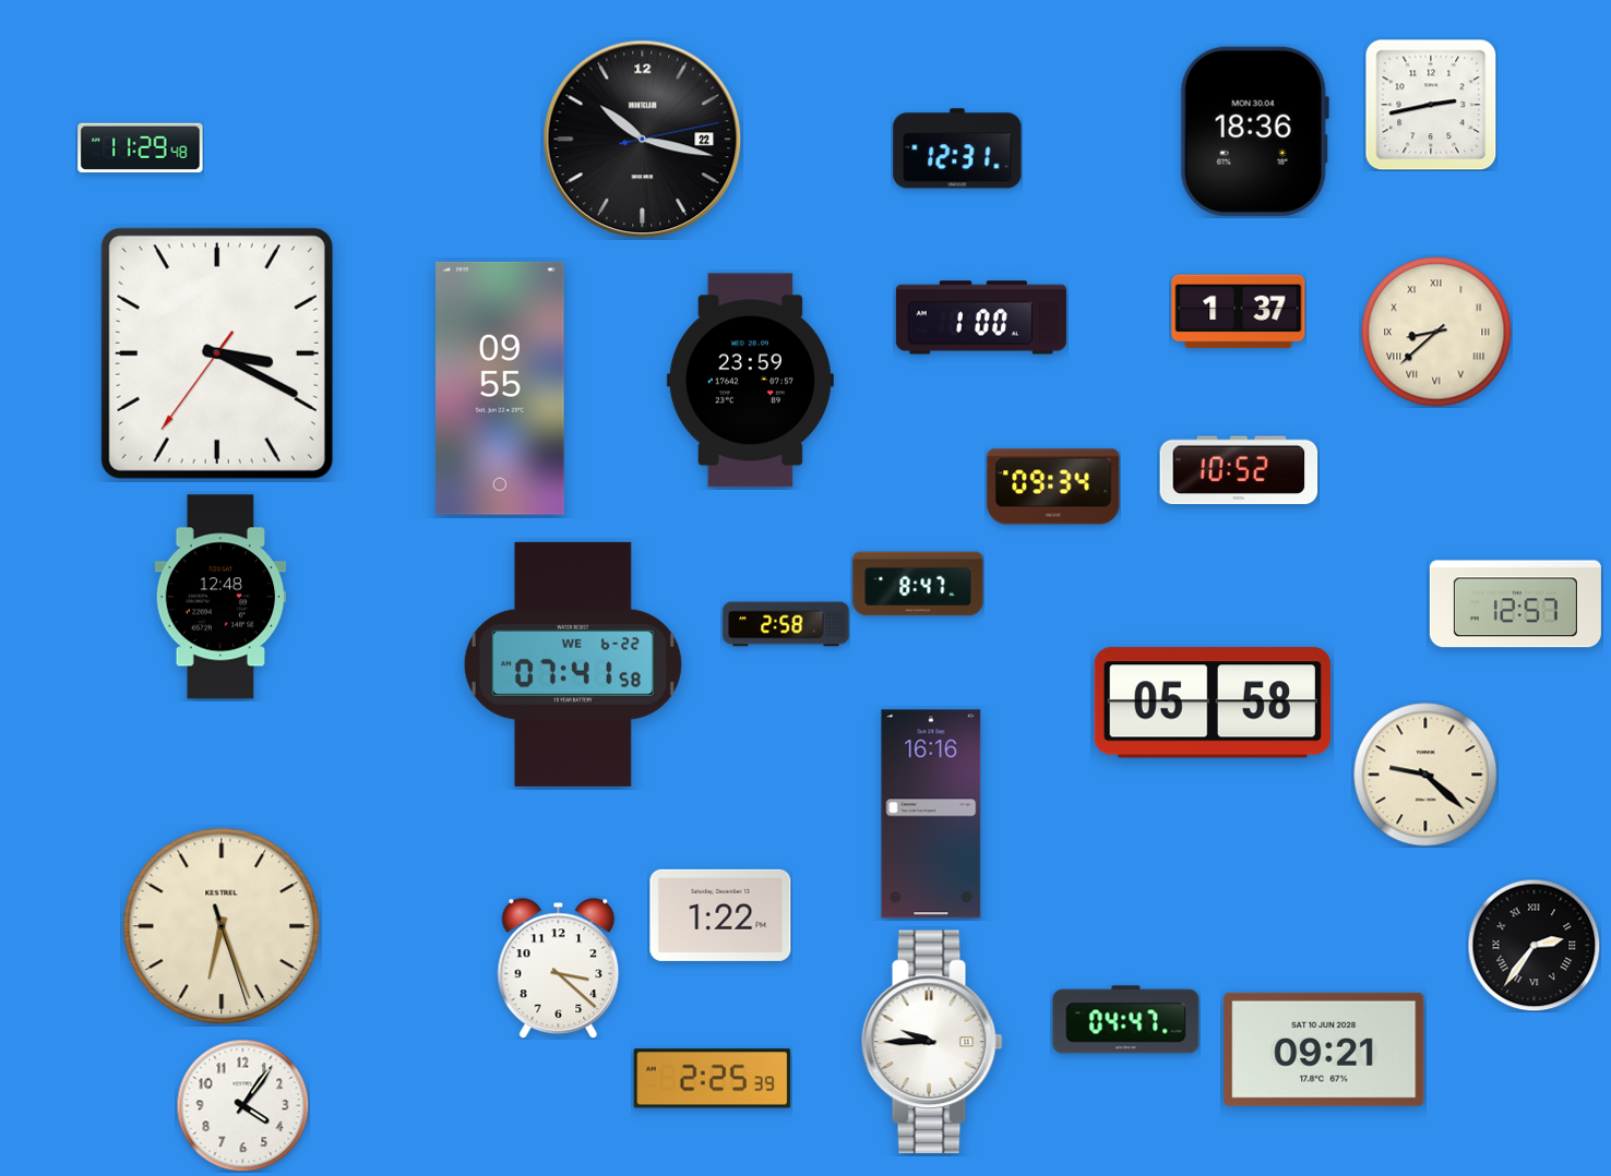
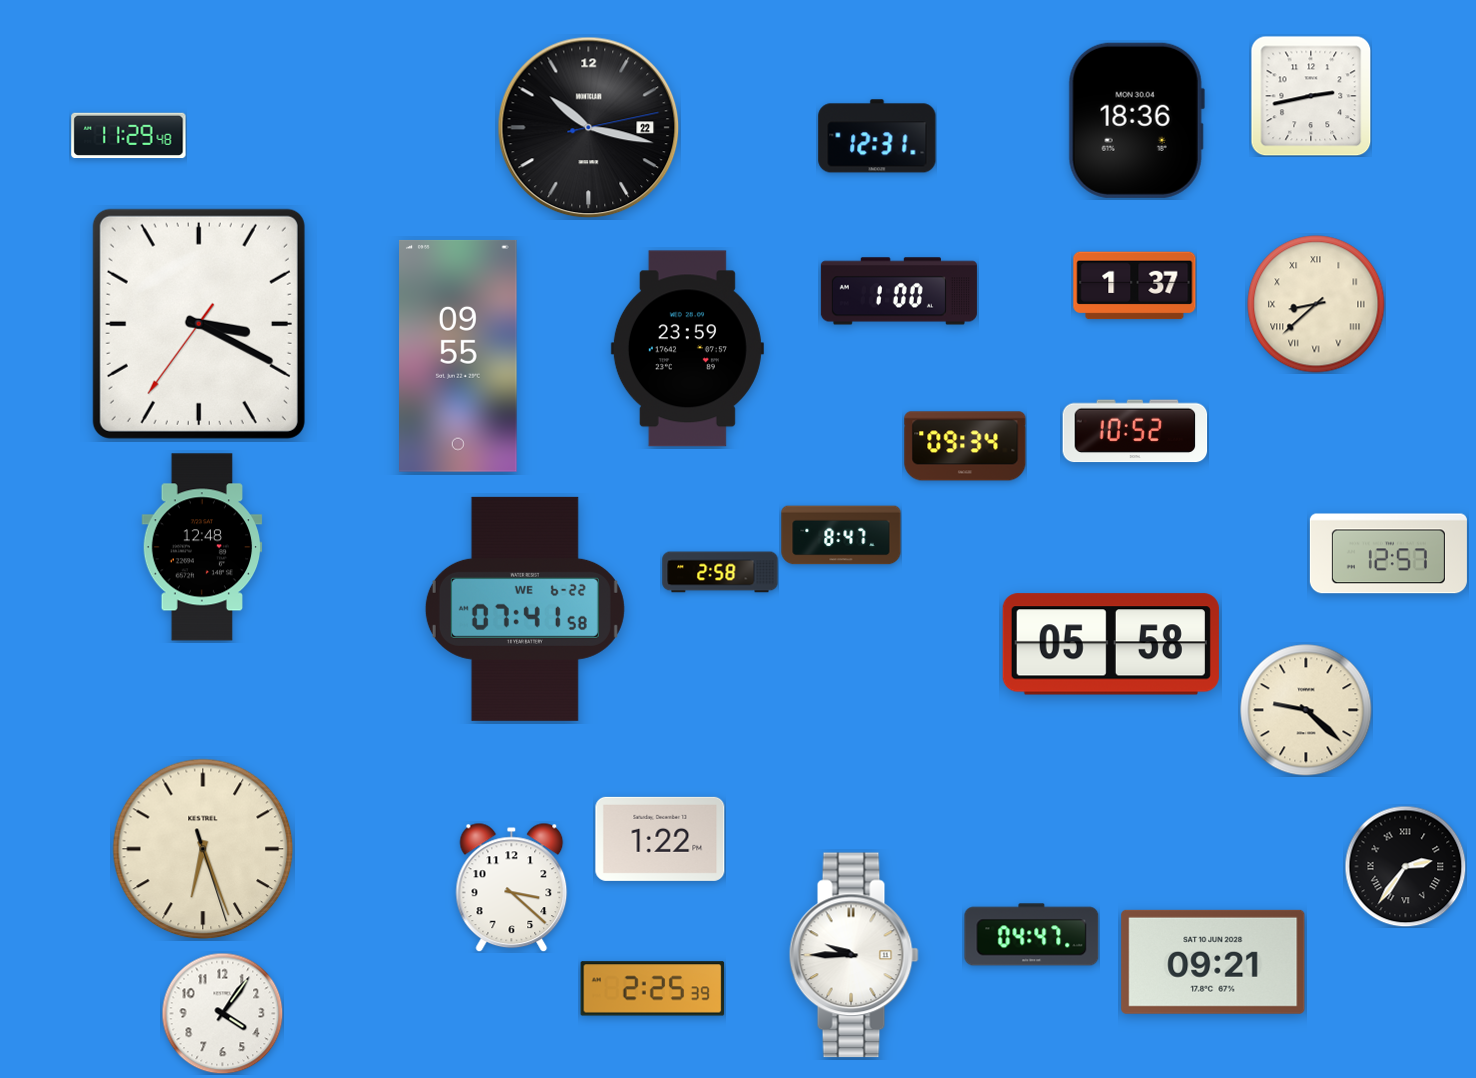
clock at (1254, 131) position: (1254, 131) -> (1136, 120)
clock at (931, 814): 16:16 -> none
